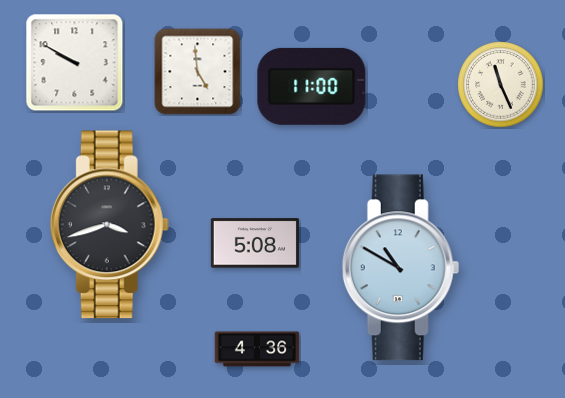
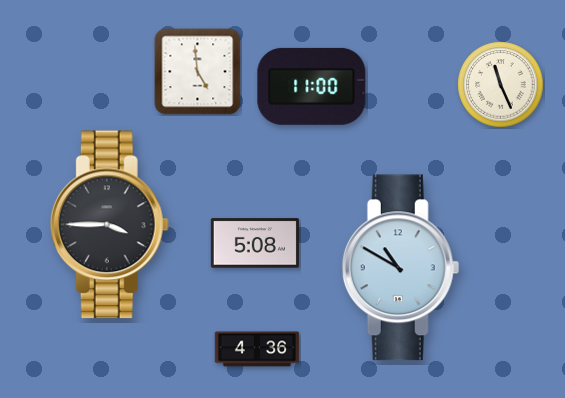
clock at (75, 63): 9:50 -> none
clock at (109, 225): 3:42 -> 3:45
